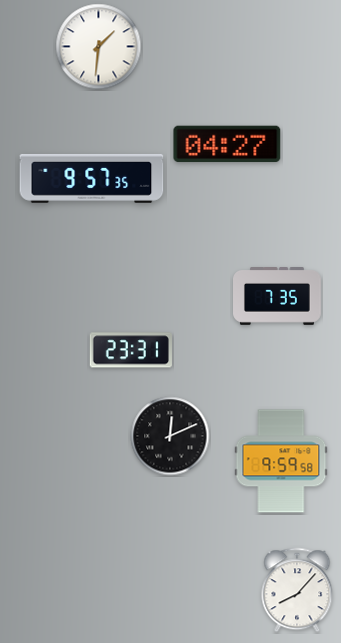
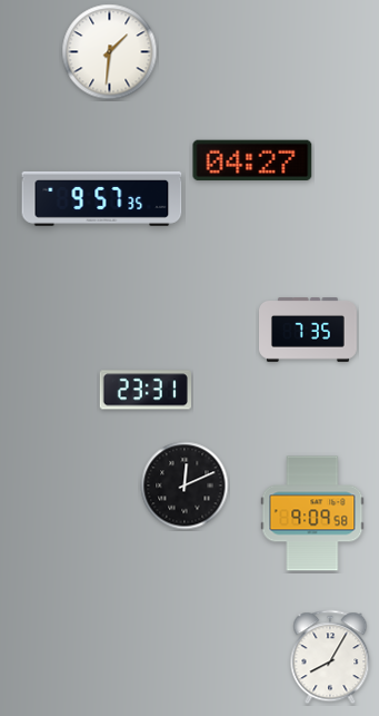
clock at (170, 436) position: (170, 436) -> (184, 485)
clock at (281, 461): 9:59 -> 9:09
clock at (297, 590): 8:07 -> 8:05
